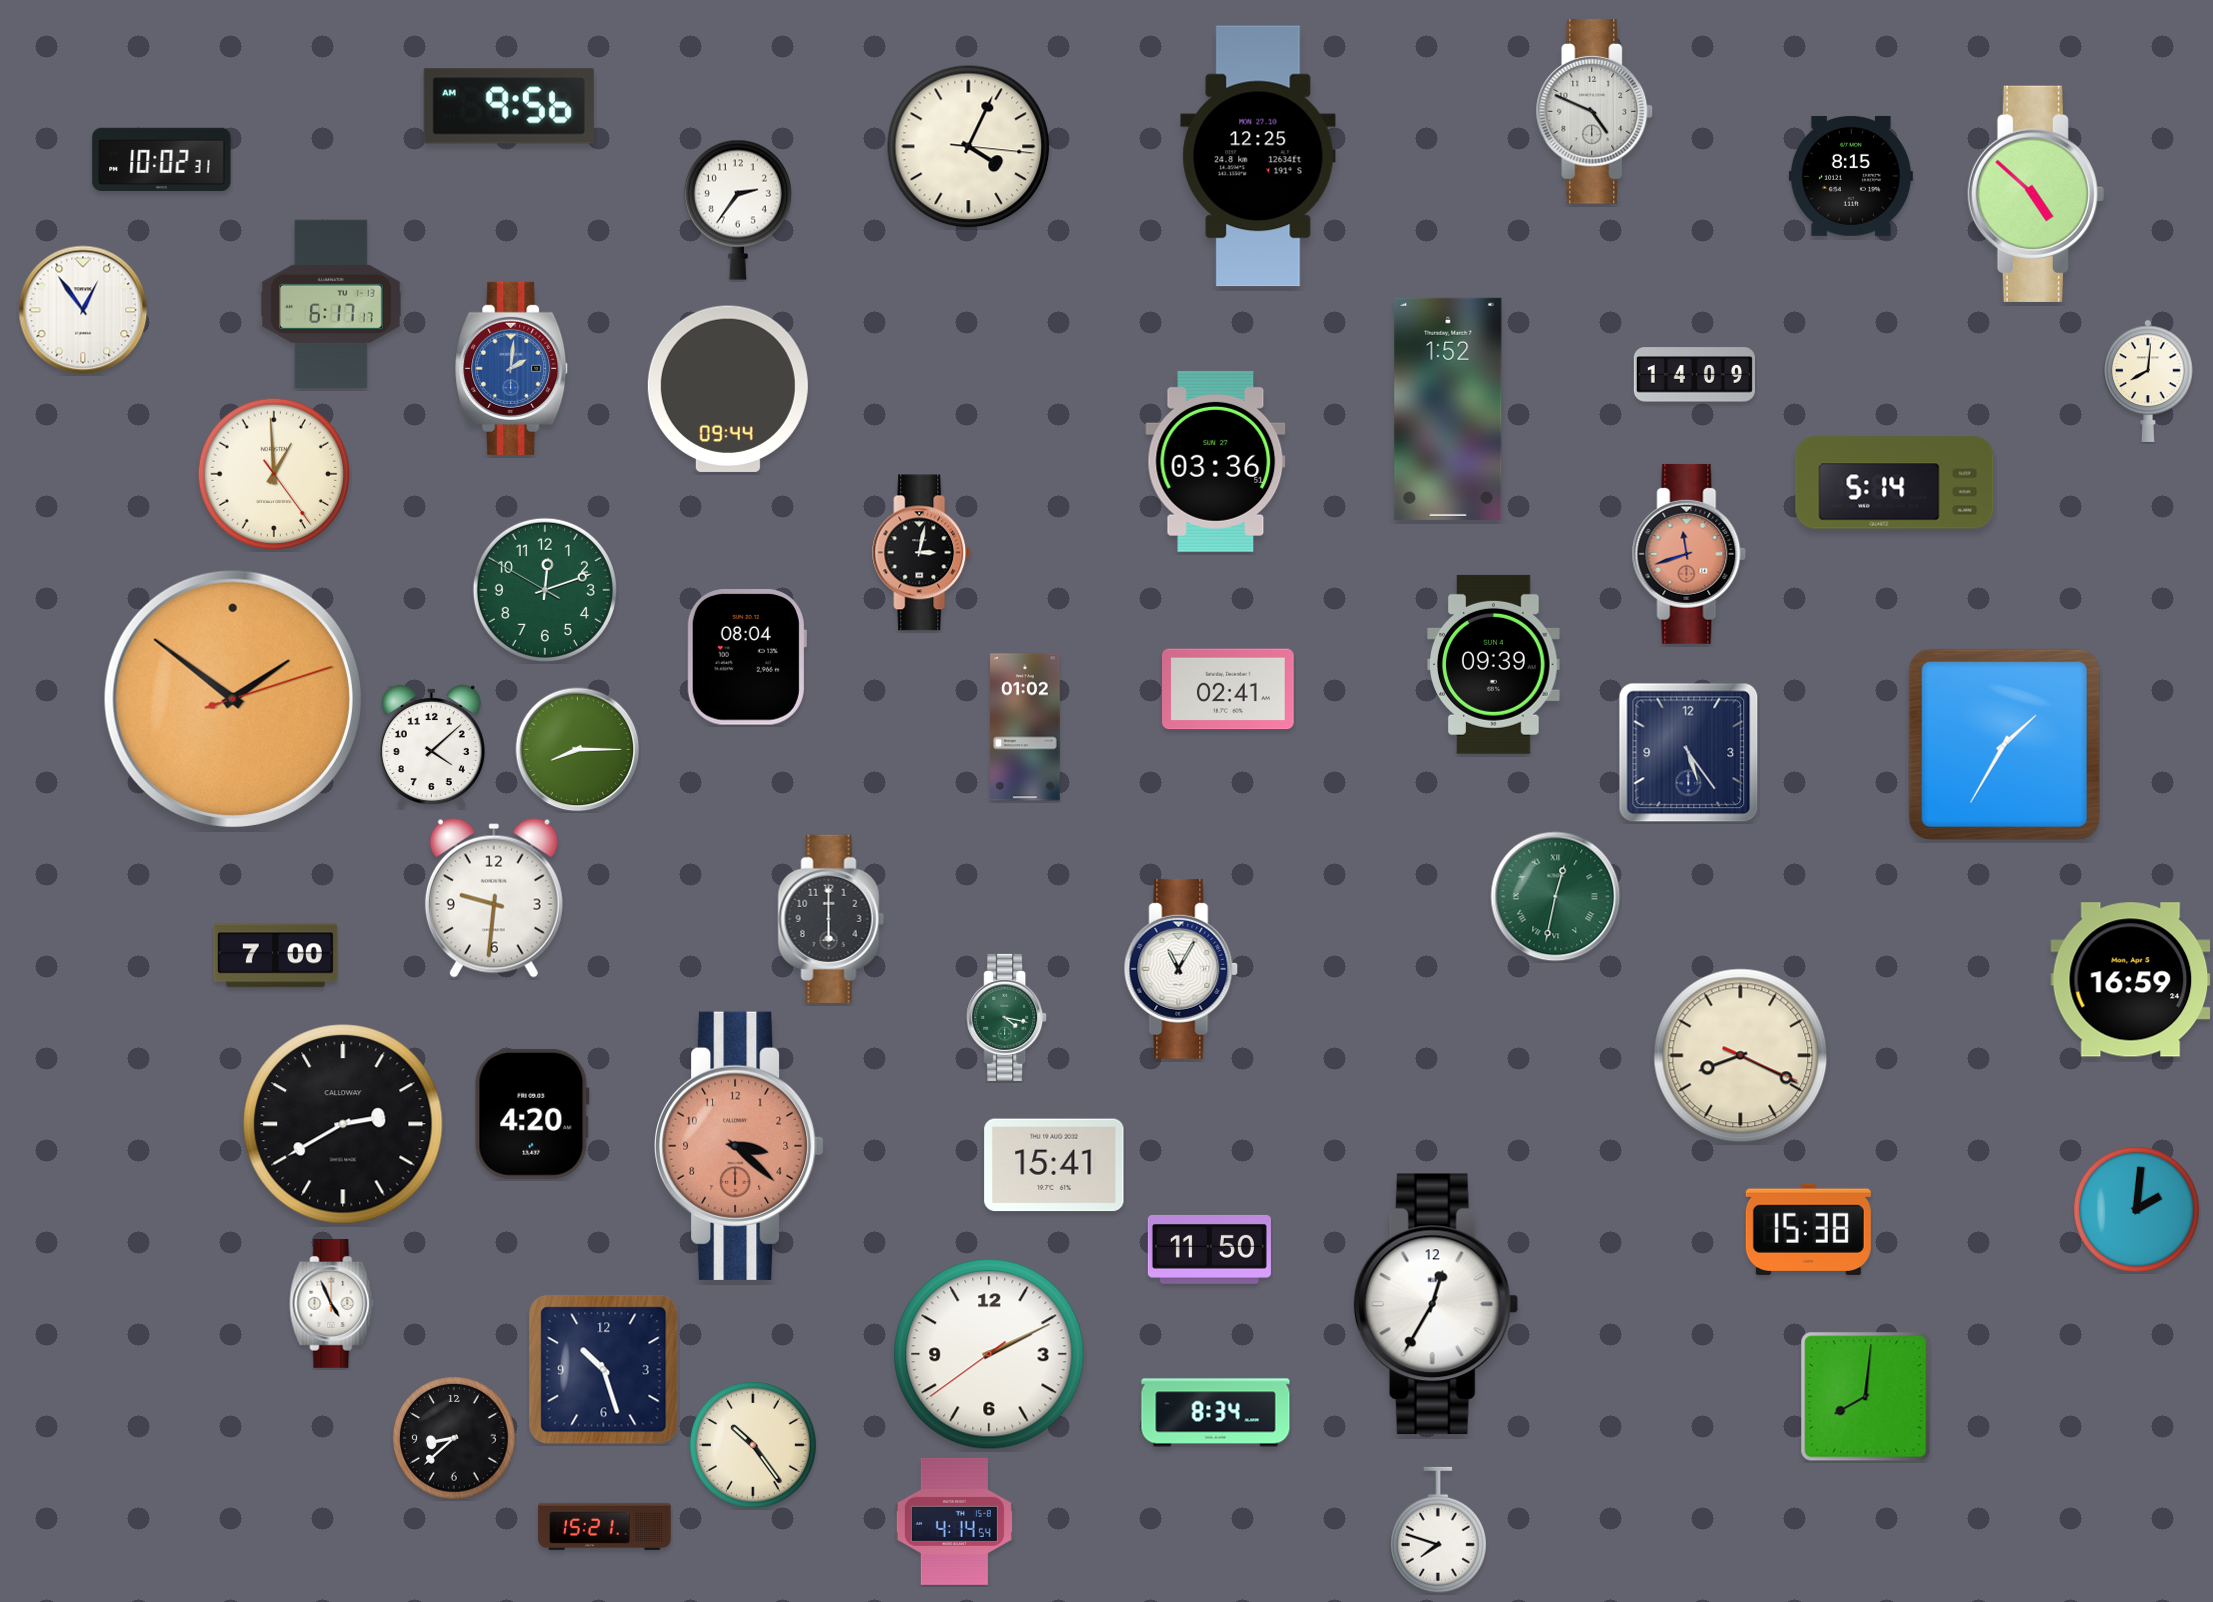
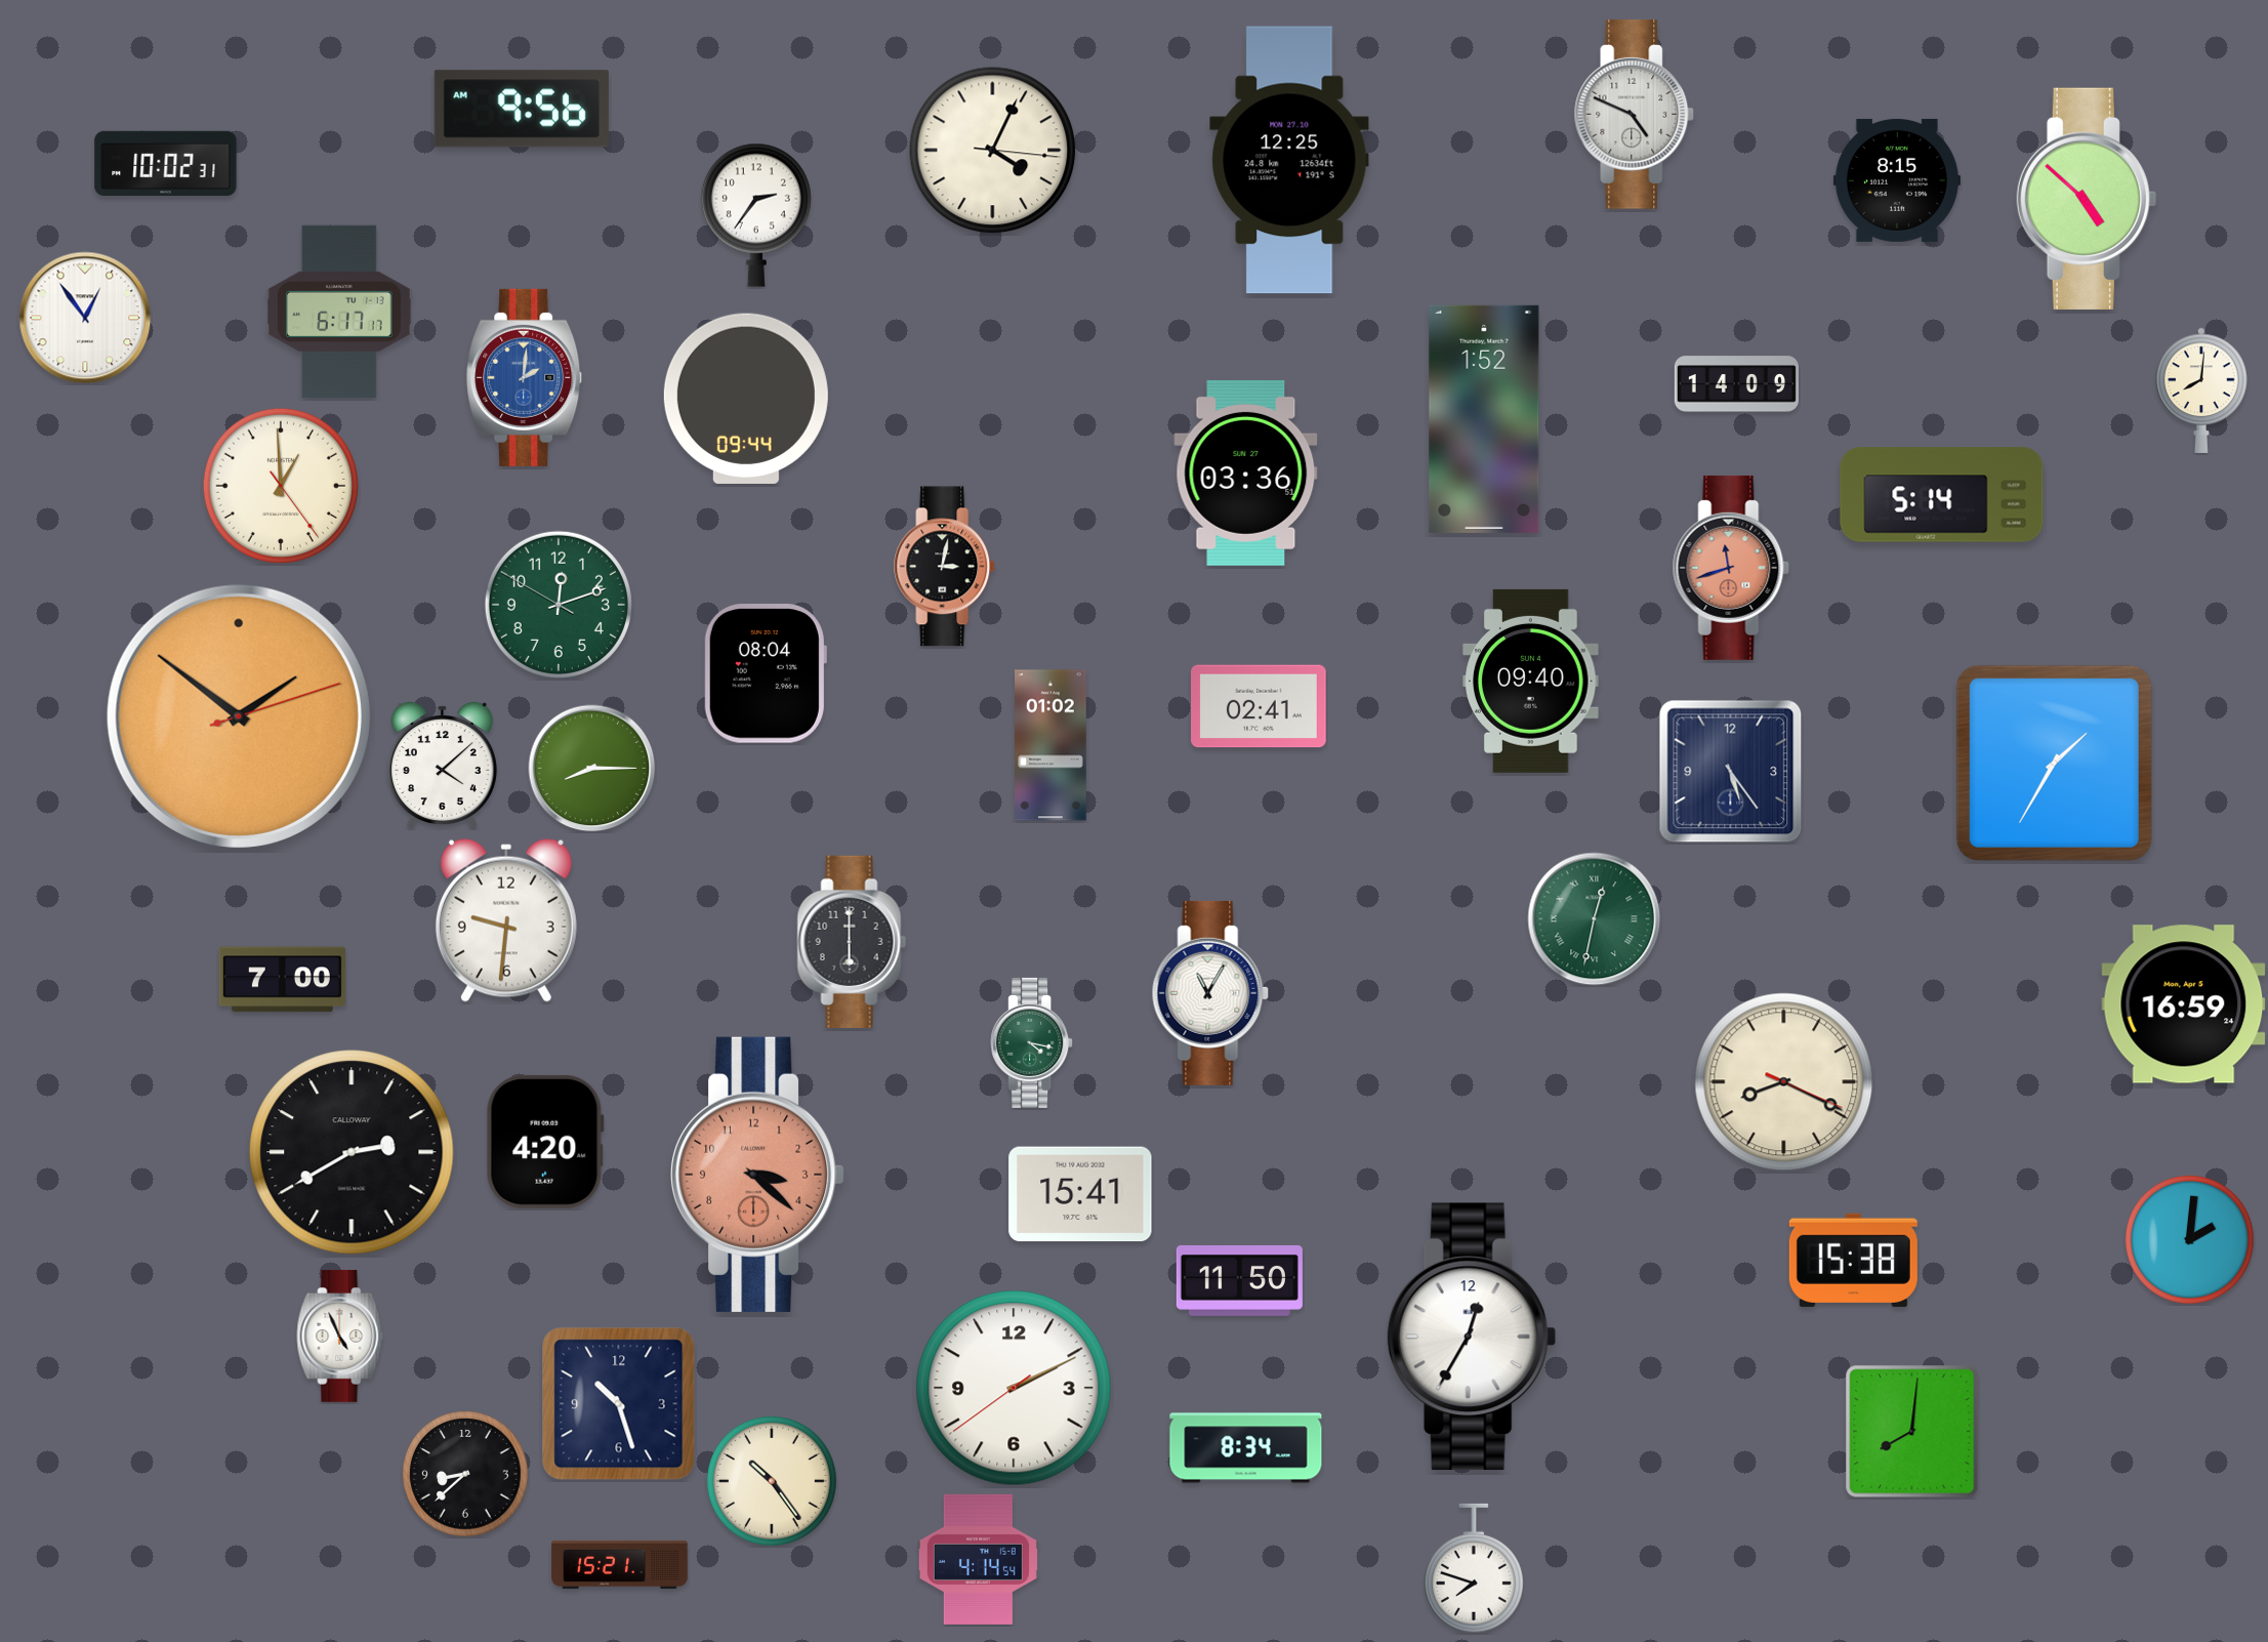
clock at (1494, 664): 09:39 -> 09:40
